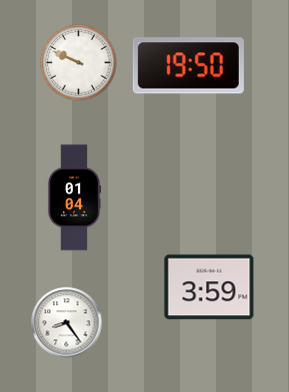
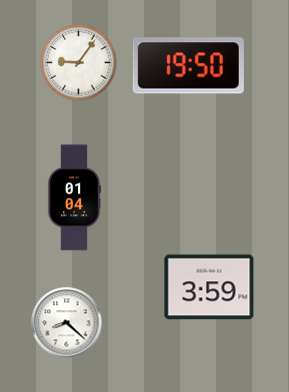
clock at (79, 63): 9:49 -> 9:06
clock at (67, 323): 8:24 -> 8:22
